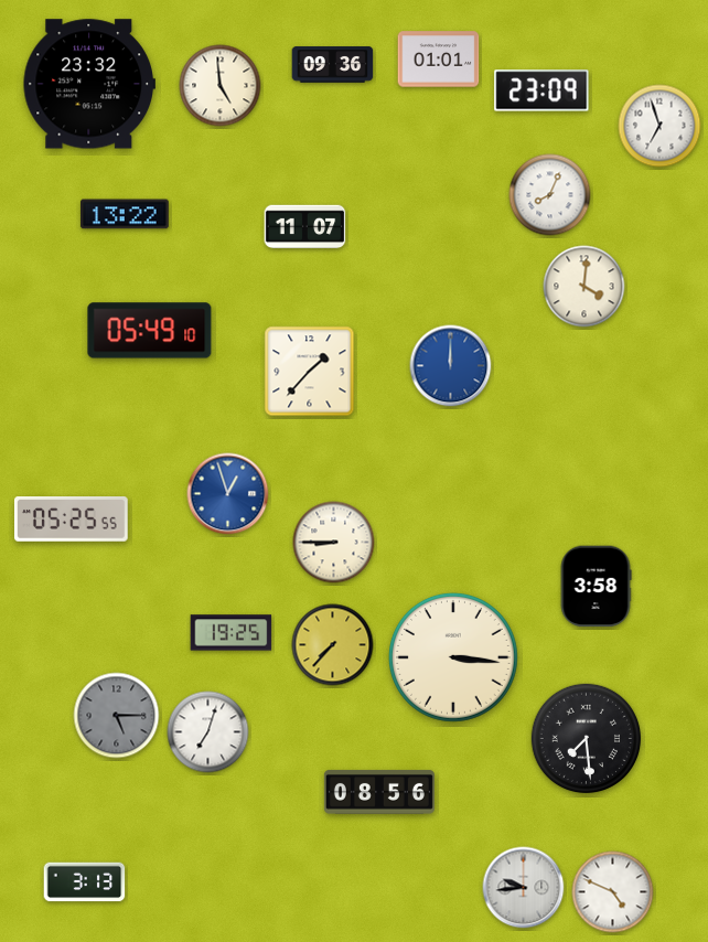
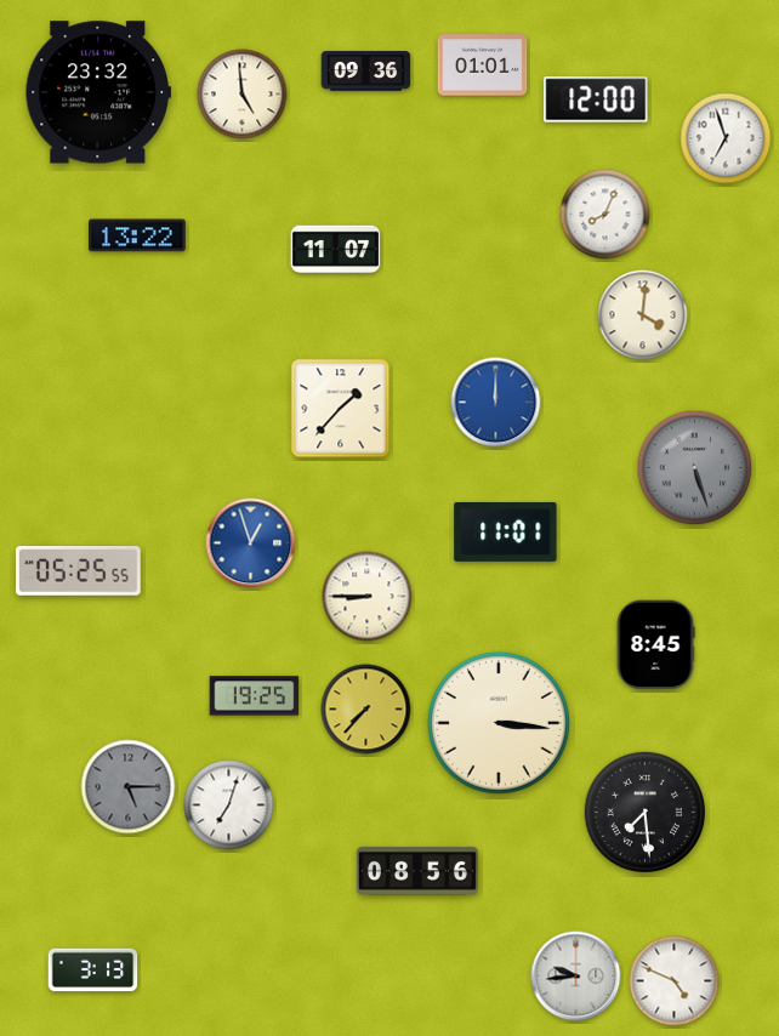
clock at (541, 90): 23:09 -> 12:00
clock at (150, 331): 05:49 -> none
clock at (695, 468): none -> 5:27
clock at (506, 531): none -> 11:01
clock at (596, 587): 3:58 -> 8:45
